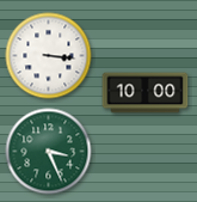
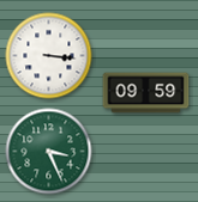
clock at (146, 93): 10:00 -> 09:59
